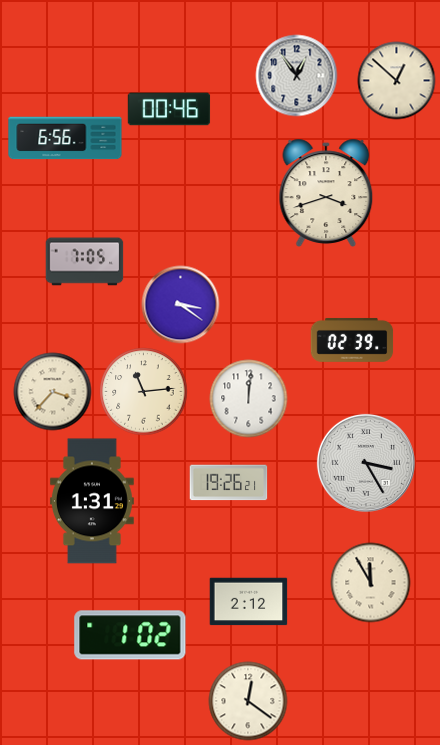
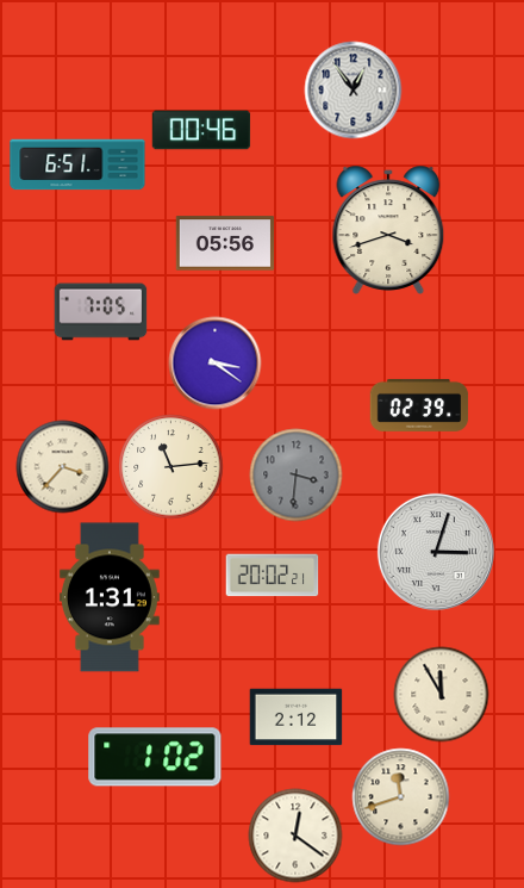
clock at (396, 80): 12:52 -> none
clock at (65, 138): 6:56 -> 6:51
clock at (225, 243): none -> 05:56
clock at (248, 398): 12:01 -> 3:31
clock at (248, 398) dial: white -> grey
clock at (366, 463): 3:25 -> 3:03
clock at (228, 483): 19:26 -> 20:02
clock at (400, 796): none -> 11:42
